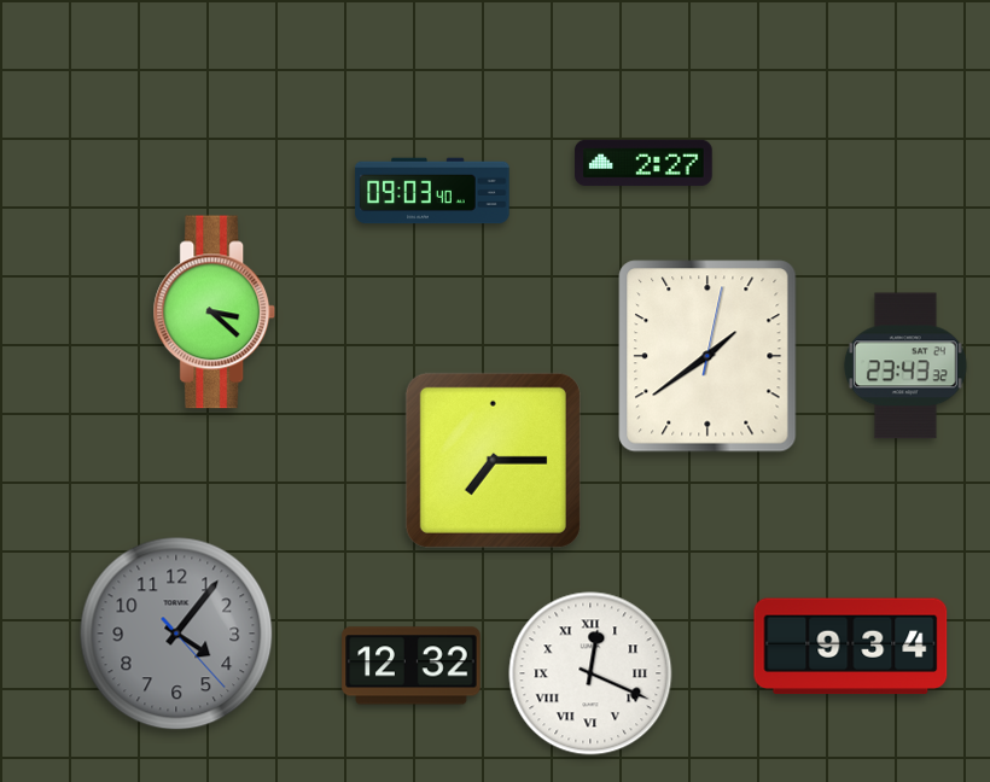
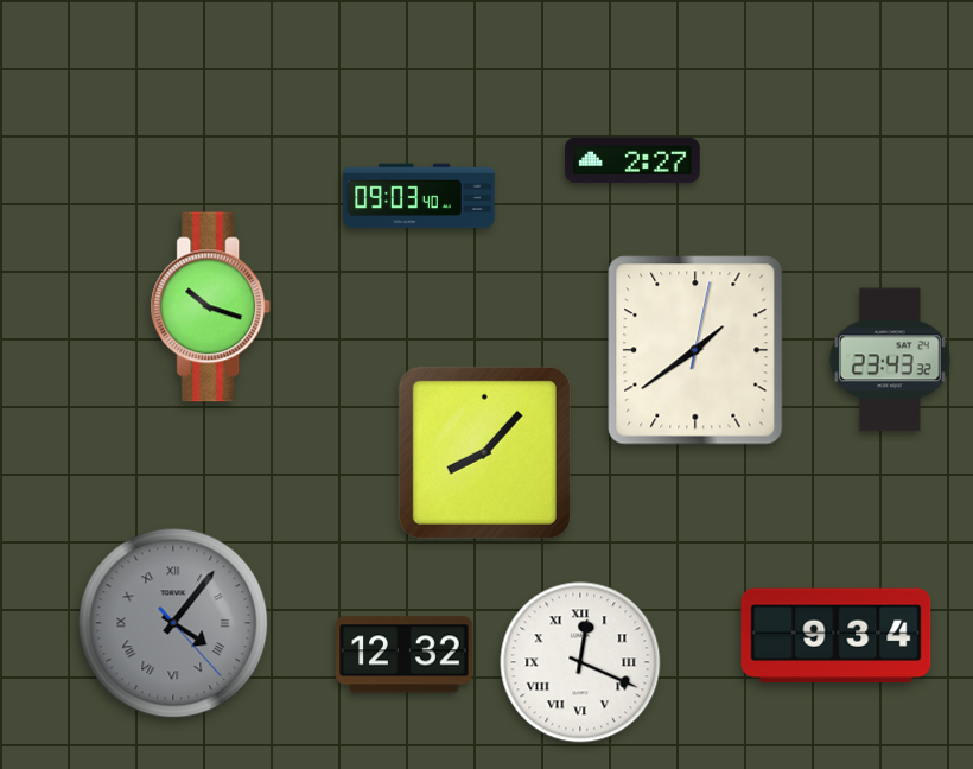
clock at (432, 191) position: (432, 191) -> (419, 196)
clock at (215, 313): 3:22 -> 10:18
clock at (493, 460): 7:15 -> 8:07
clock at (176, 634) numerals: Arabic -> Roman
